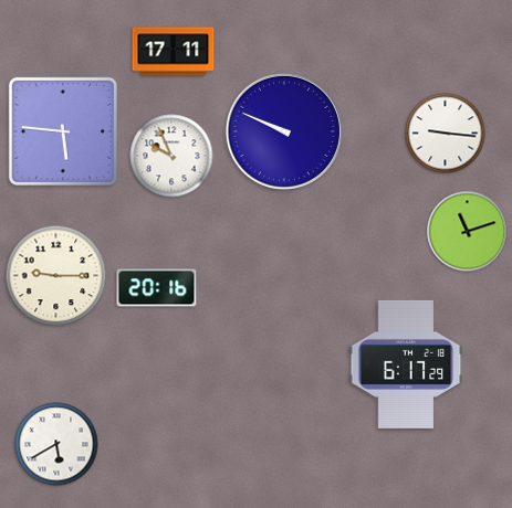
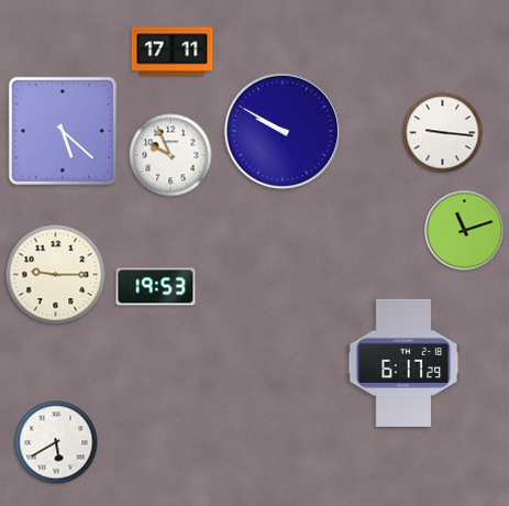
clock at (63, 131): 5:46 -> 5:22
clock at (284, 131): 9:49 -> 9:50
clock at (157, 288): 20:16 -> 19:53
